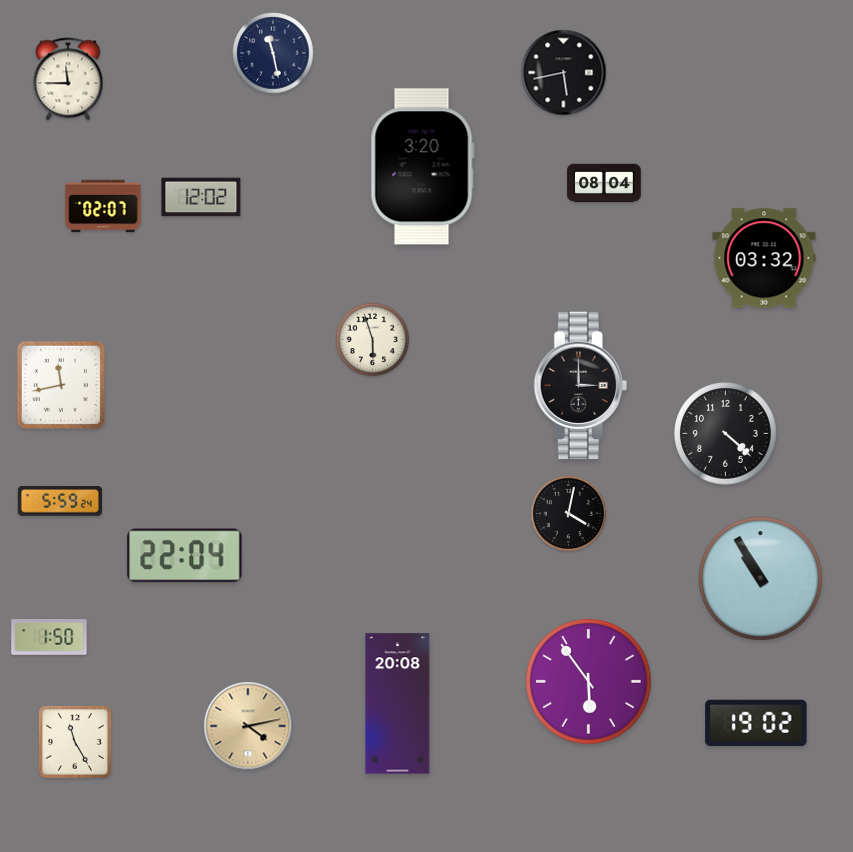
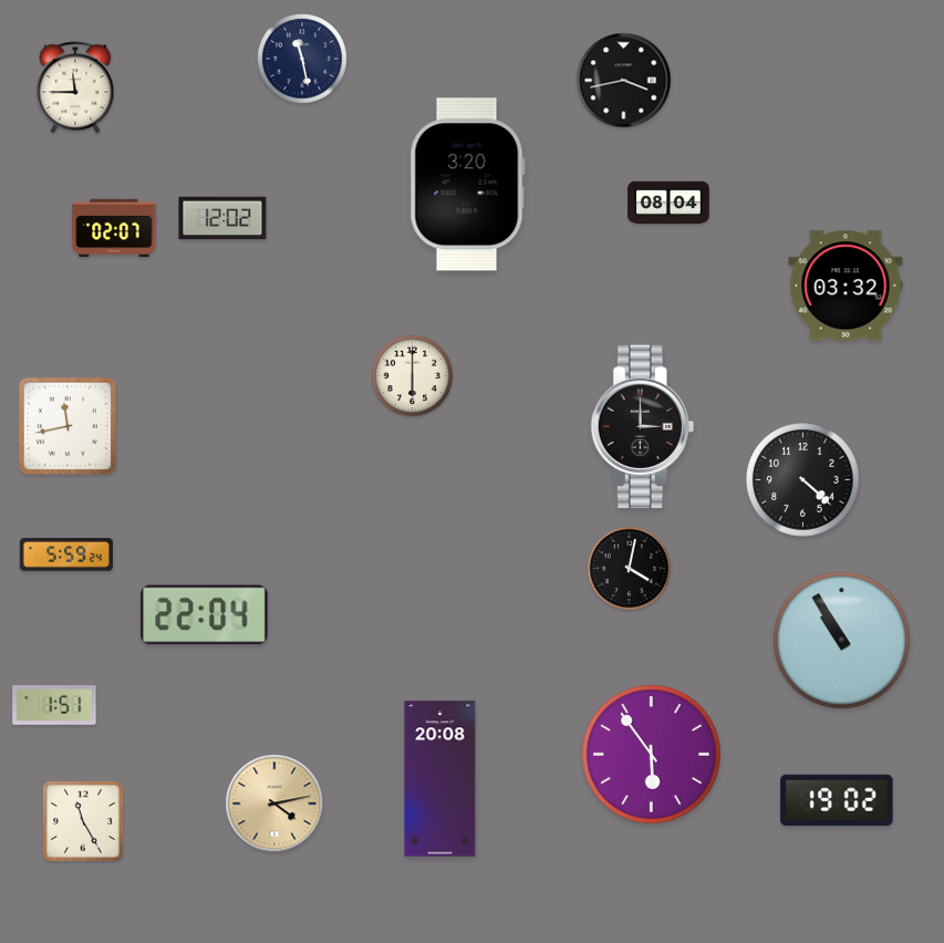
clock at (564, 73): 5:43 -> 3:43
clock at (373, 340): 5:57 -> 6:00
clock at (49, 637): 1:50 -> 1:51
